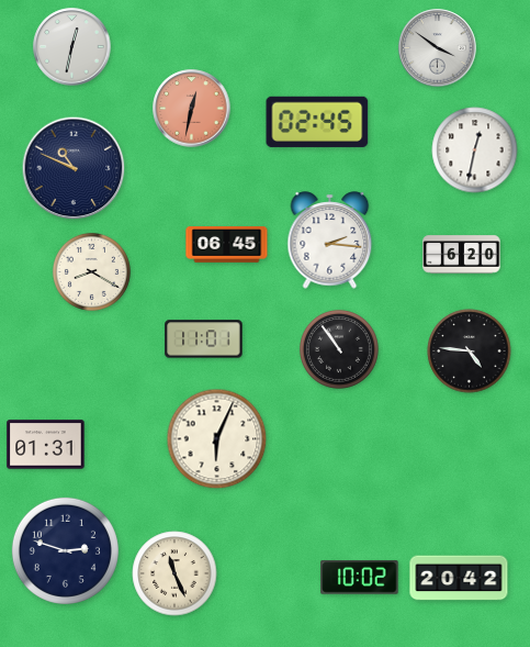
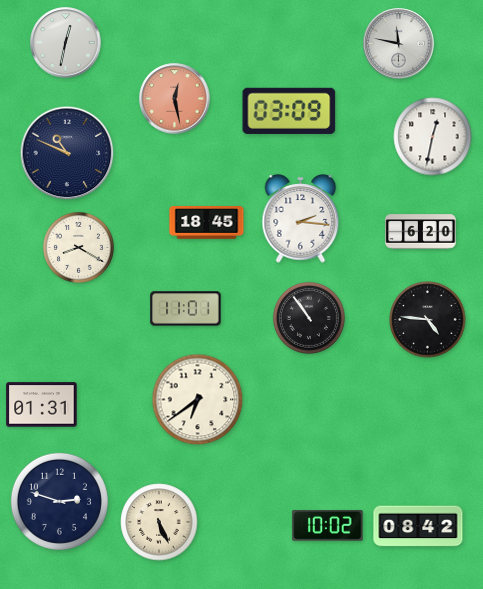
clock at (438, 48): 3:51 -> 11:47
clock at (192, 109): 12:32 -> 12:28
clock at (317, 122): 02:45 -> 03:09
clock at (227, 245): 06:45 -> 18:45
clock at (91, 271) position: (91, 271) -> (78, 247)
clock at (217, 439): 6:04 -> 6:39
clock at (174, 573): 11:26 -> 5:26
clock at (459, 578): 20:42 -> 08:42
